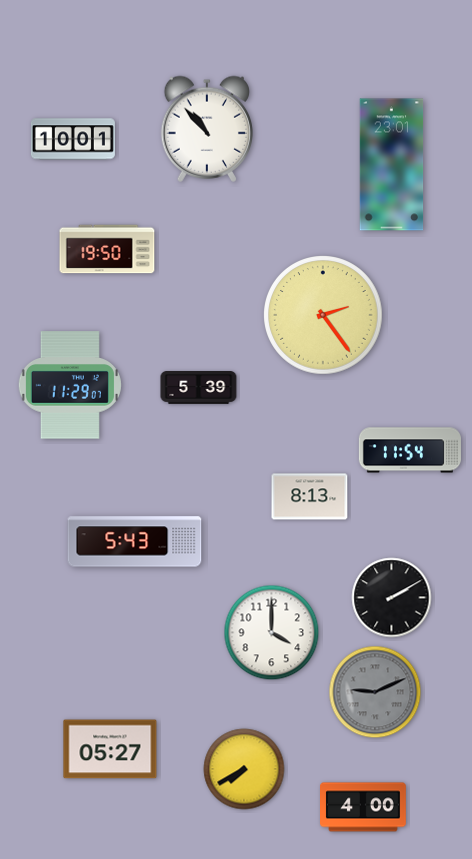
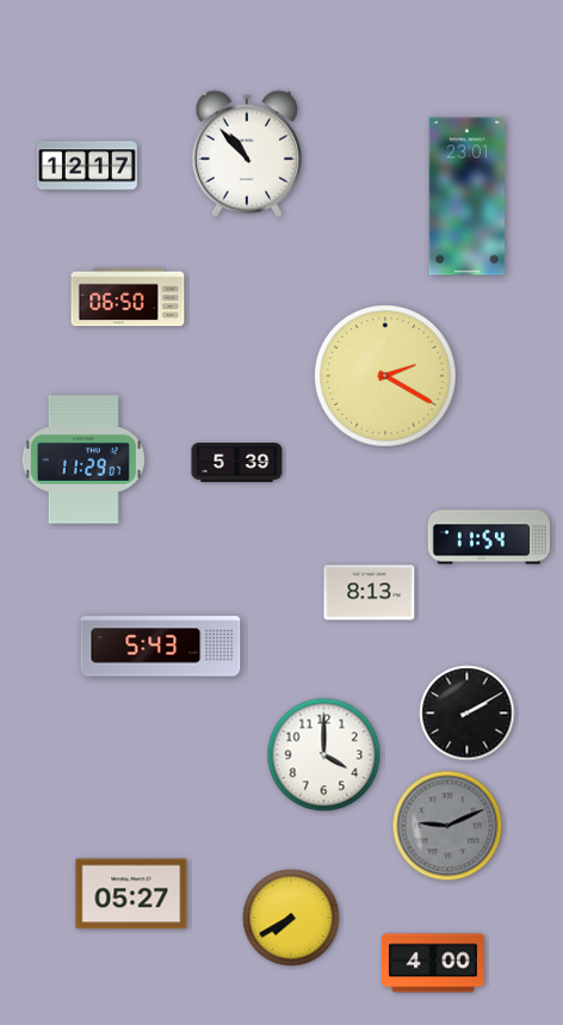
clock at (73, 139): 10:01 -> 12:17
clock at (107, 249): 19:50 -> 06:50
clock at (323, 315): 2:24 -> 2:20
